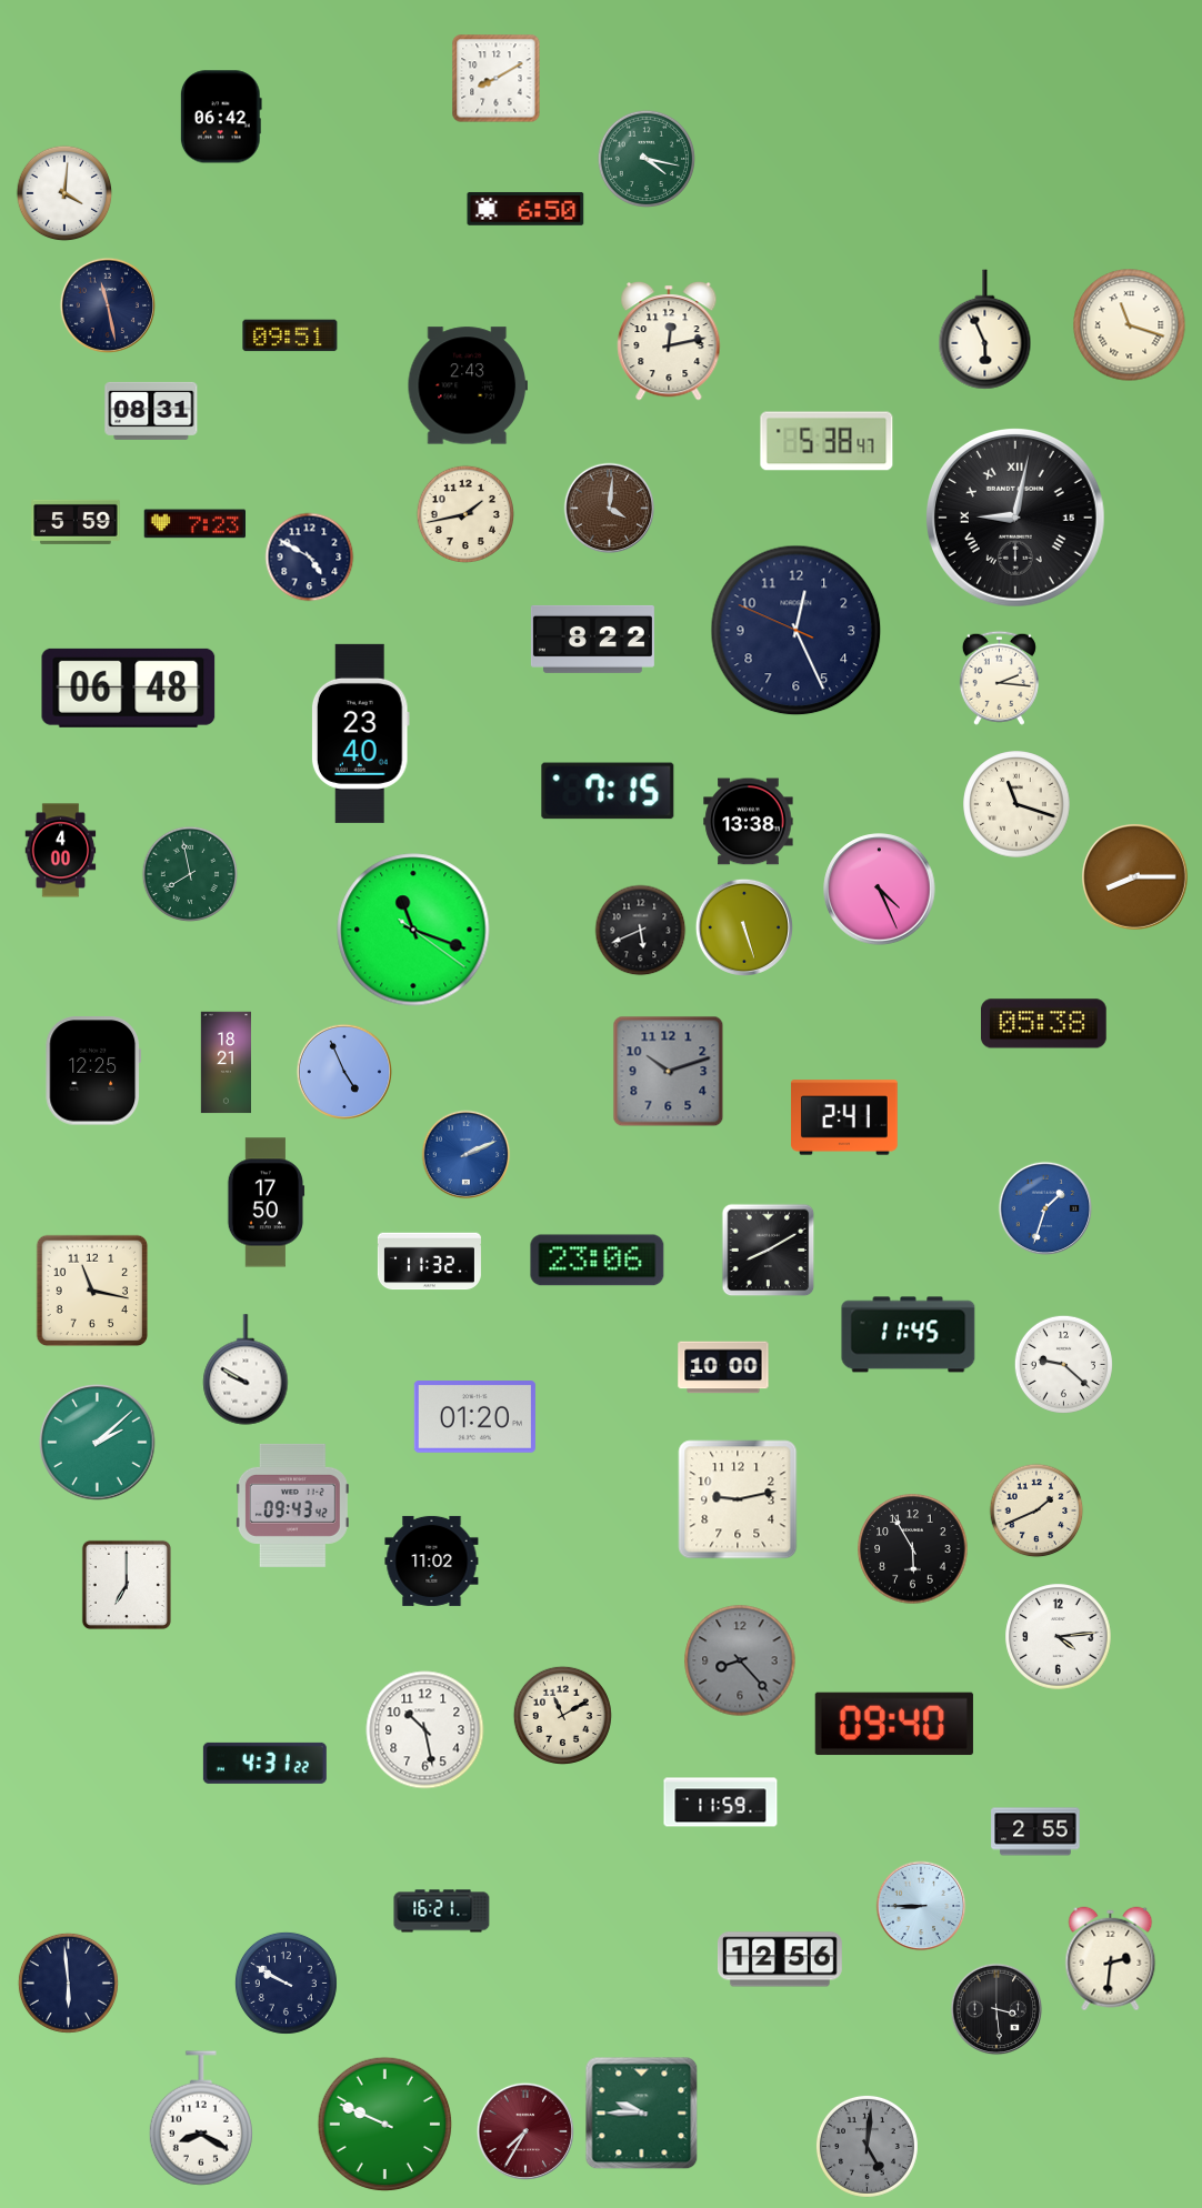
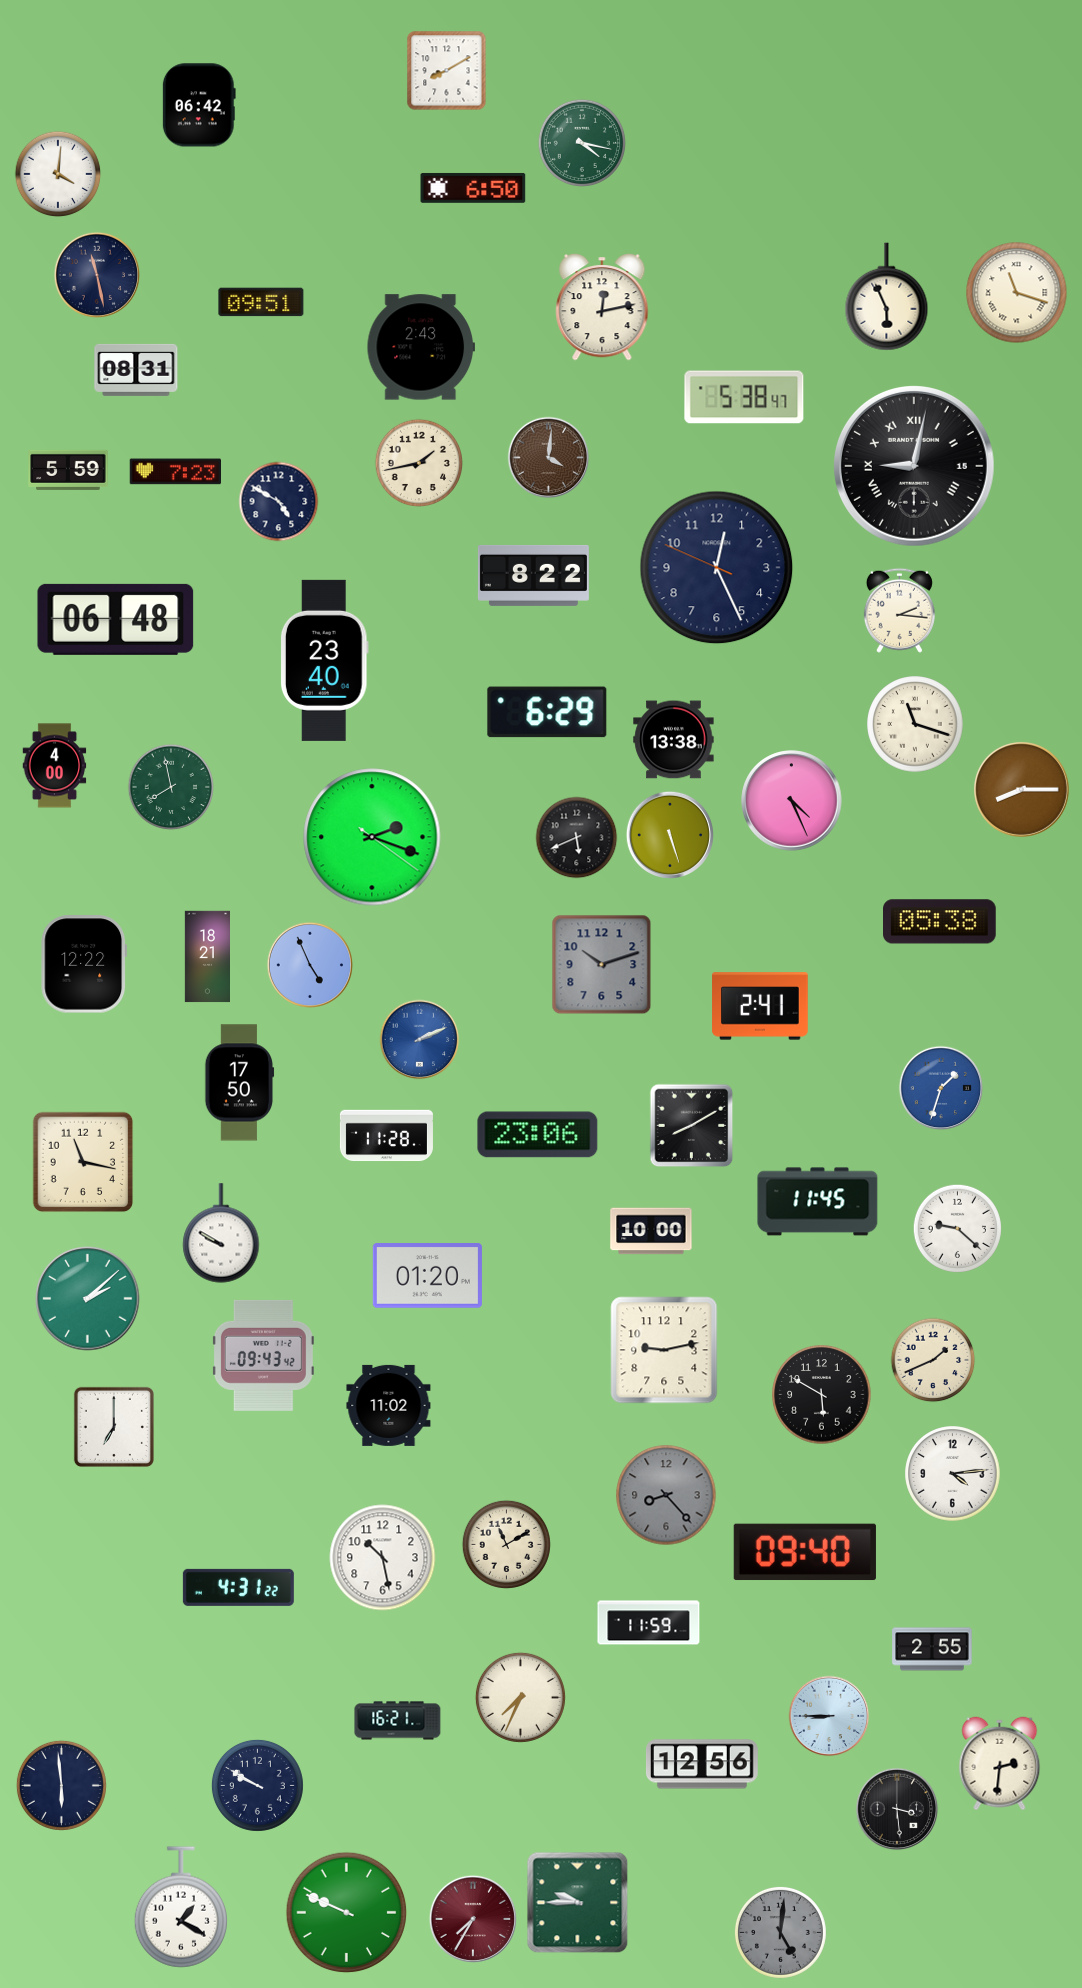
clock at (608, 791): 7:15 -> 6:29
clock at (413, 930): 11:18 -> 2:18
clock at (227, 1063) position: (227, 1063) -> (208, 957)
clock at (93, 1071): 12:25 -> 12:22
clock at (429, 1262): 11:32 -> 11:28
clock at (913, 1549): 5:55 -> 5:50
clock at (520, 1697): none -> 7:34
clock at (201, 2118): 8:20 -> 1:20
